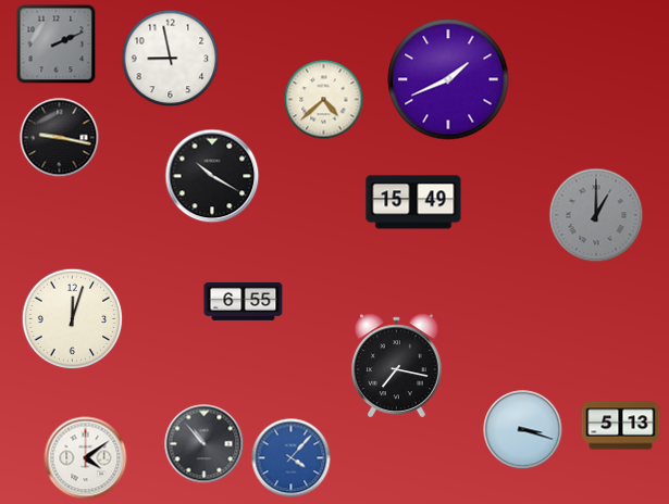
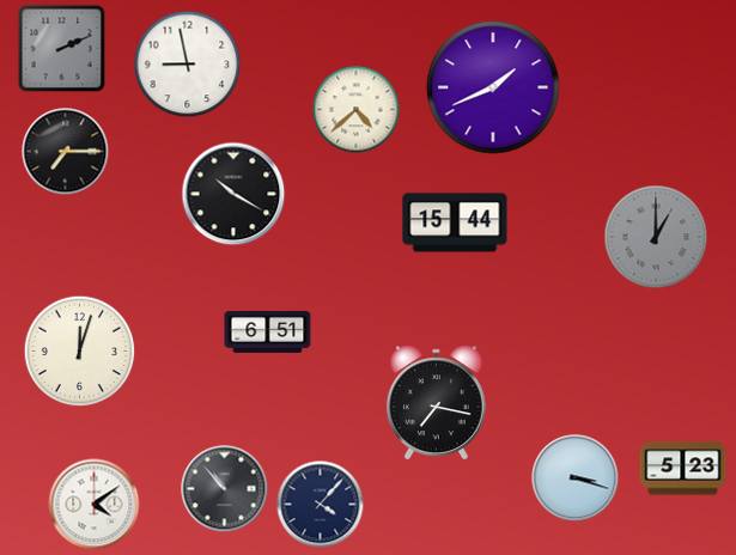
clock at (60, 138): 9:17 -> 7:15
clock at (413, 202): 15:49 -> 15:44
clock at (244, 301): 6:55 -> 6:51
clock at (621, 426): 5:13 -> 5:23
clock at (523, 430) position: (523, 430) -> (576, 478)
clock at (292, 458) dial: blue -> navy
